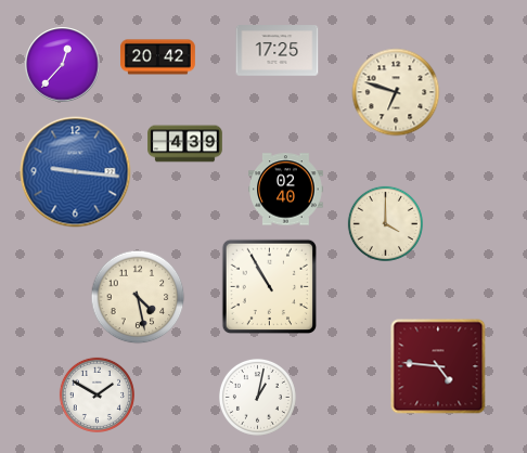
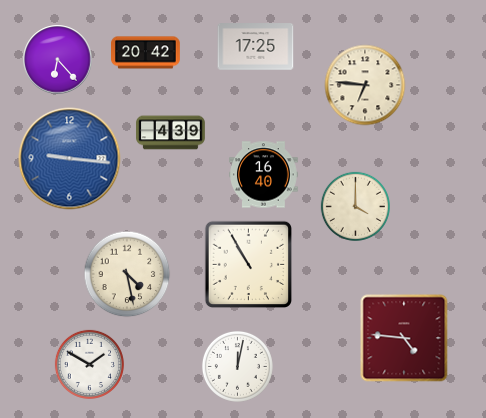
clock at (63, 65): 12:37 -> 6:23
clock at (396, 92): 6:48 -> 6:46
clock at (286, 190): 02:40 -> 16:40
clock at (257, 397): 1:02 -> 12:02
